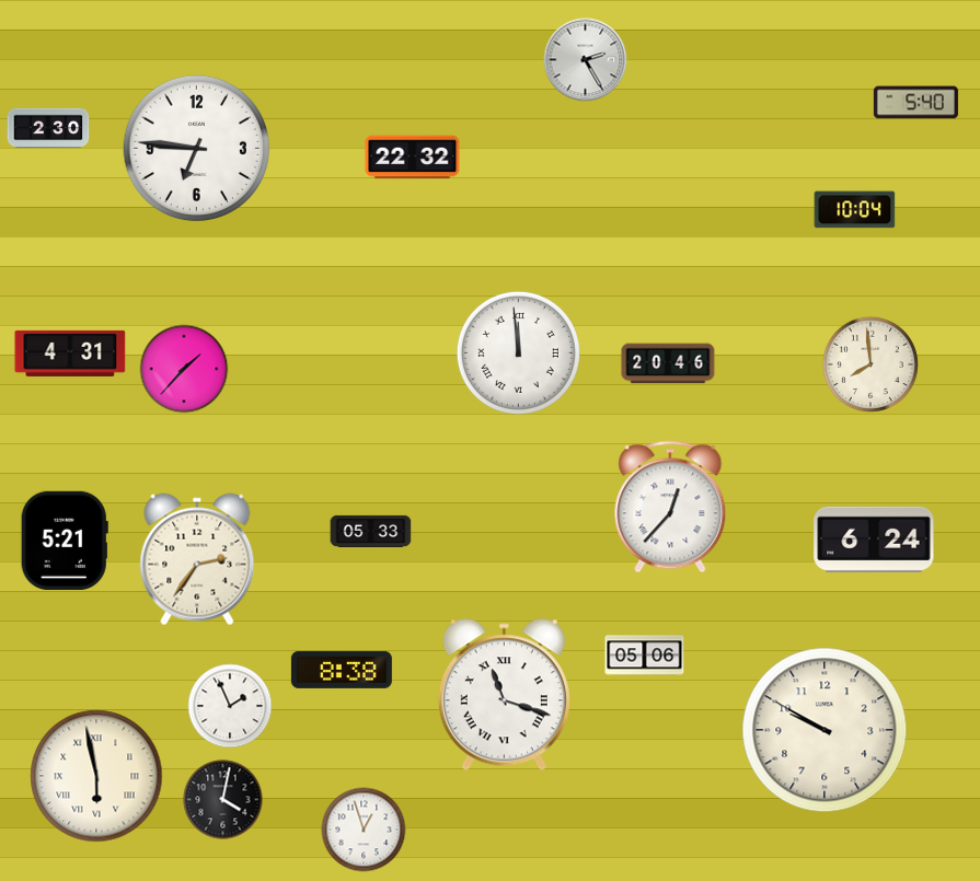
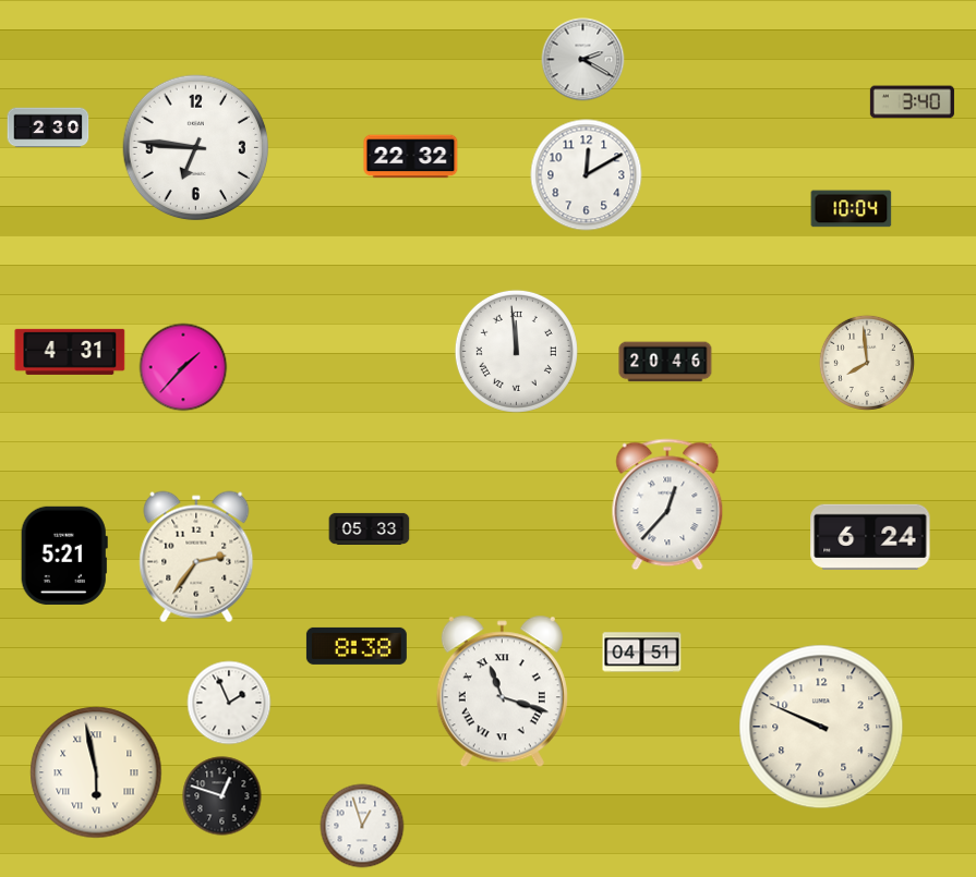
clock at (586, 60): 2:25 -> 2:20
clock at (915, 103): 5:40 -> 3:40
clock at (587, 175): none -> 12:10
clock at (65, 541) position: (65, 541) -> (64, 556)
clock at (645, 656): 05:06 -> 04:51
clock at (342, 670) position: (342, 670) -> (357, 646)
clock at (825, 730): 9:50 -> 9:49
clock at (223, 800): 4:02 -> 12:48
